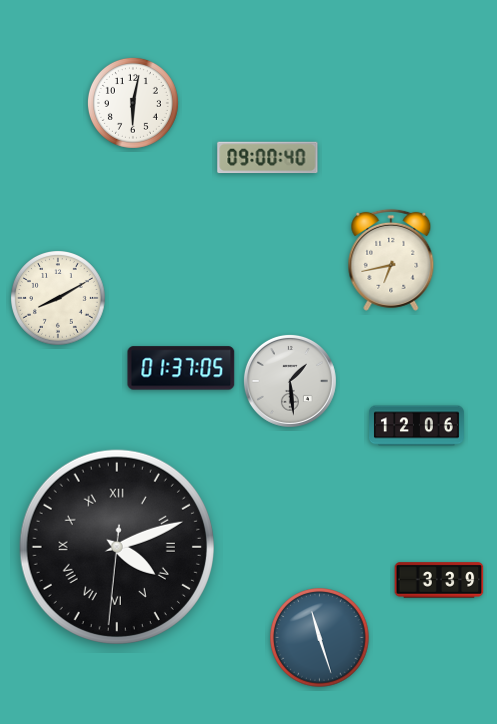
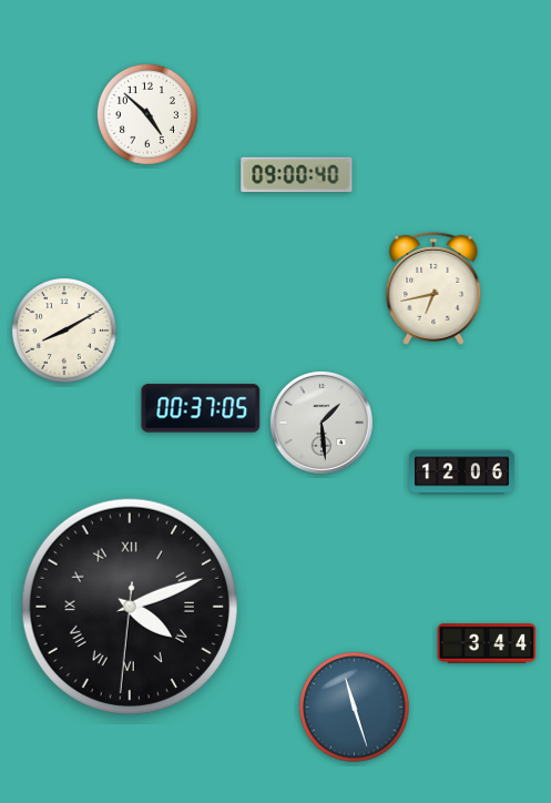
clock at (133, 103): 6:02 -> 4:52
clock at (181, 368): 01:37 -> 00:37
clock at (439, 580): 3:39 -> 3:44
